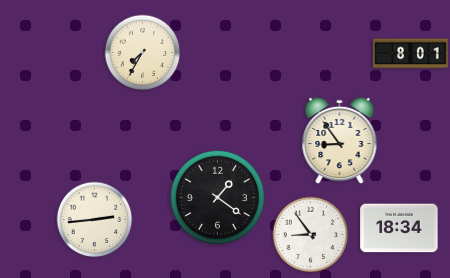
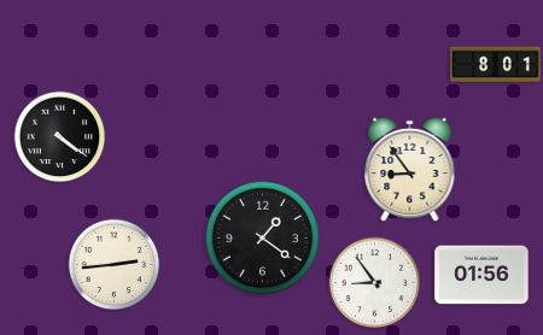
clock at (143, 53): 7:35 -> none
clock at (60, 137): none -> 4:21
clock at (399, 228): 18:34 -> 01:56
